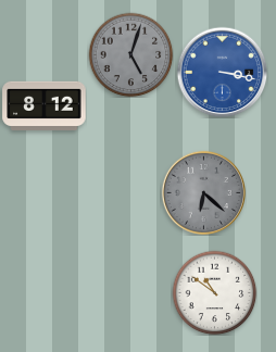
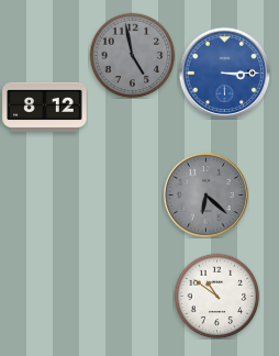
clock at (130, 54): 5:03 -> 4:58
clock at (222, 72): 3:17 -> 3:15
